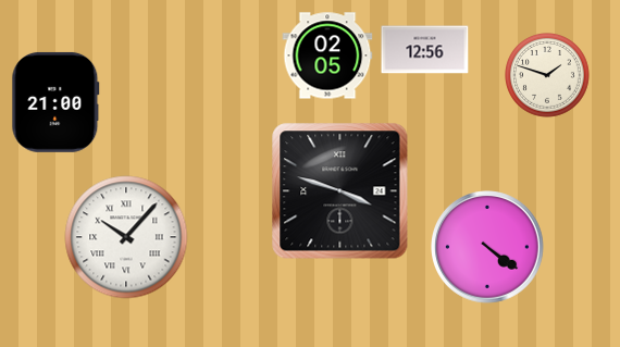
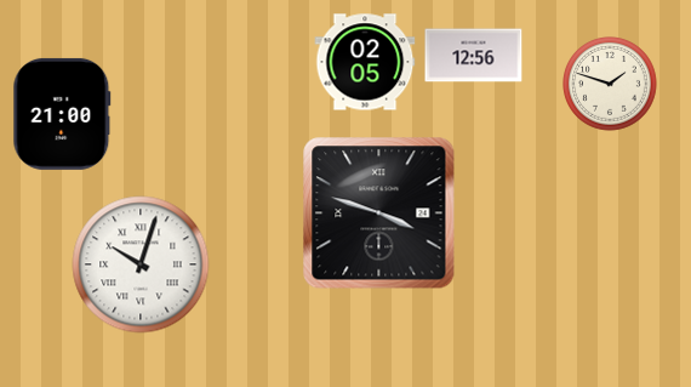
clock at (126, 237): 10:07 -> 10:03
clock at (487, 247): 4:21 -> none
